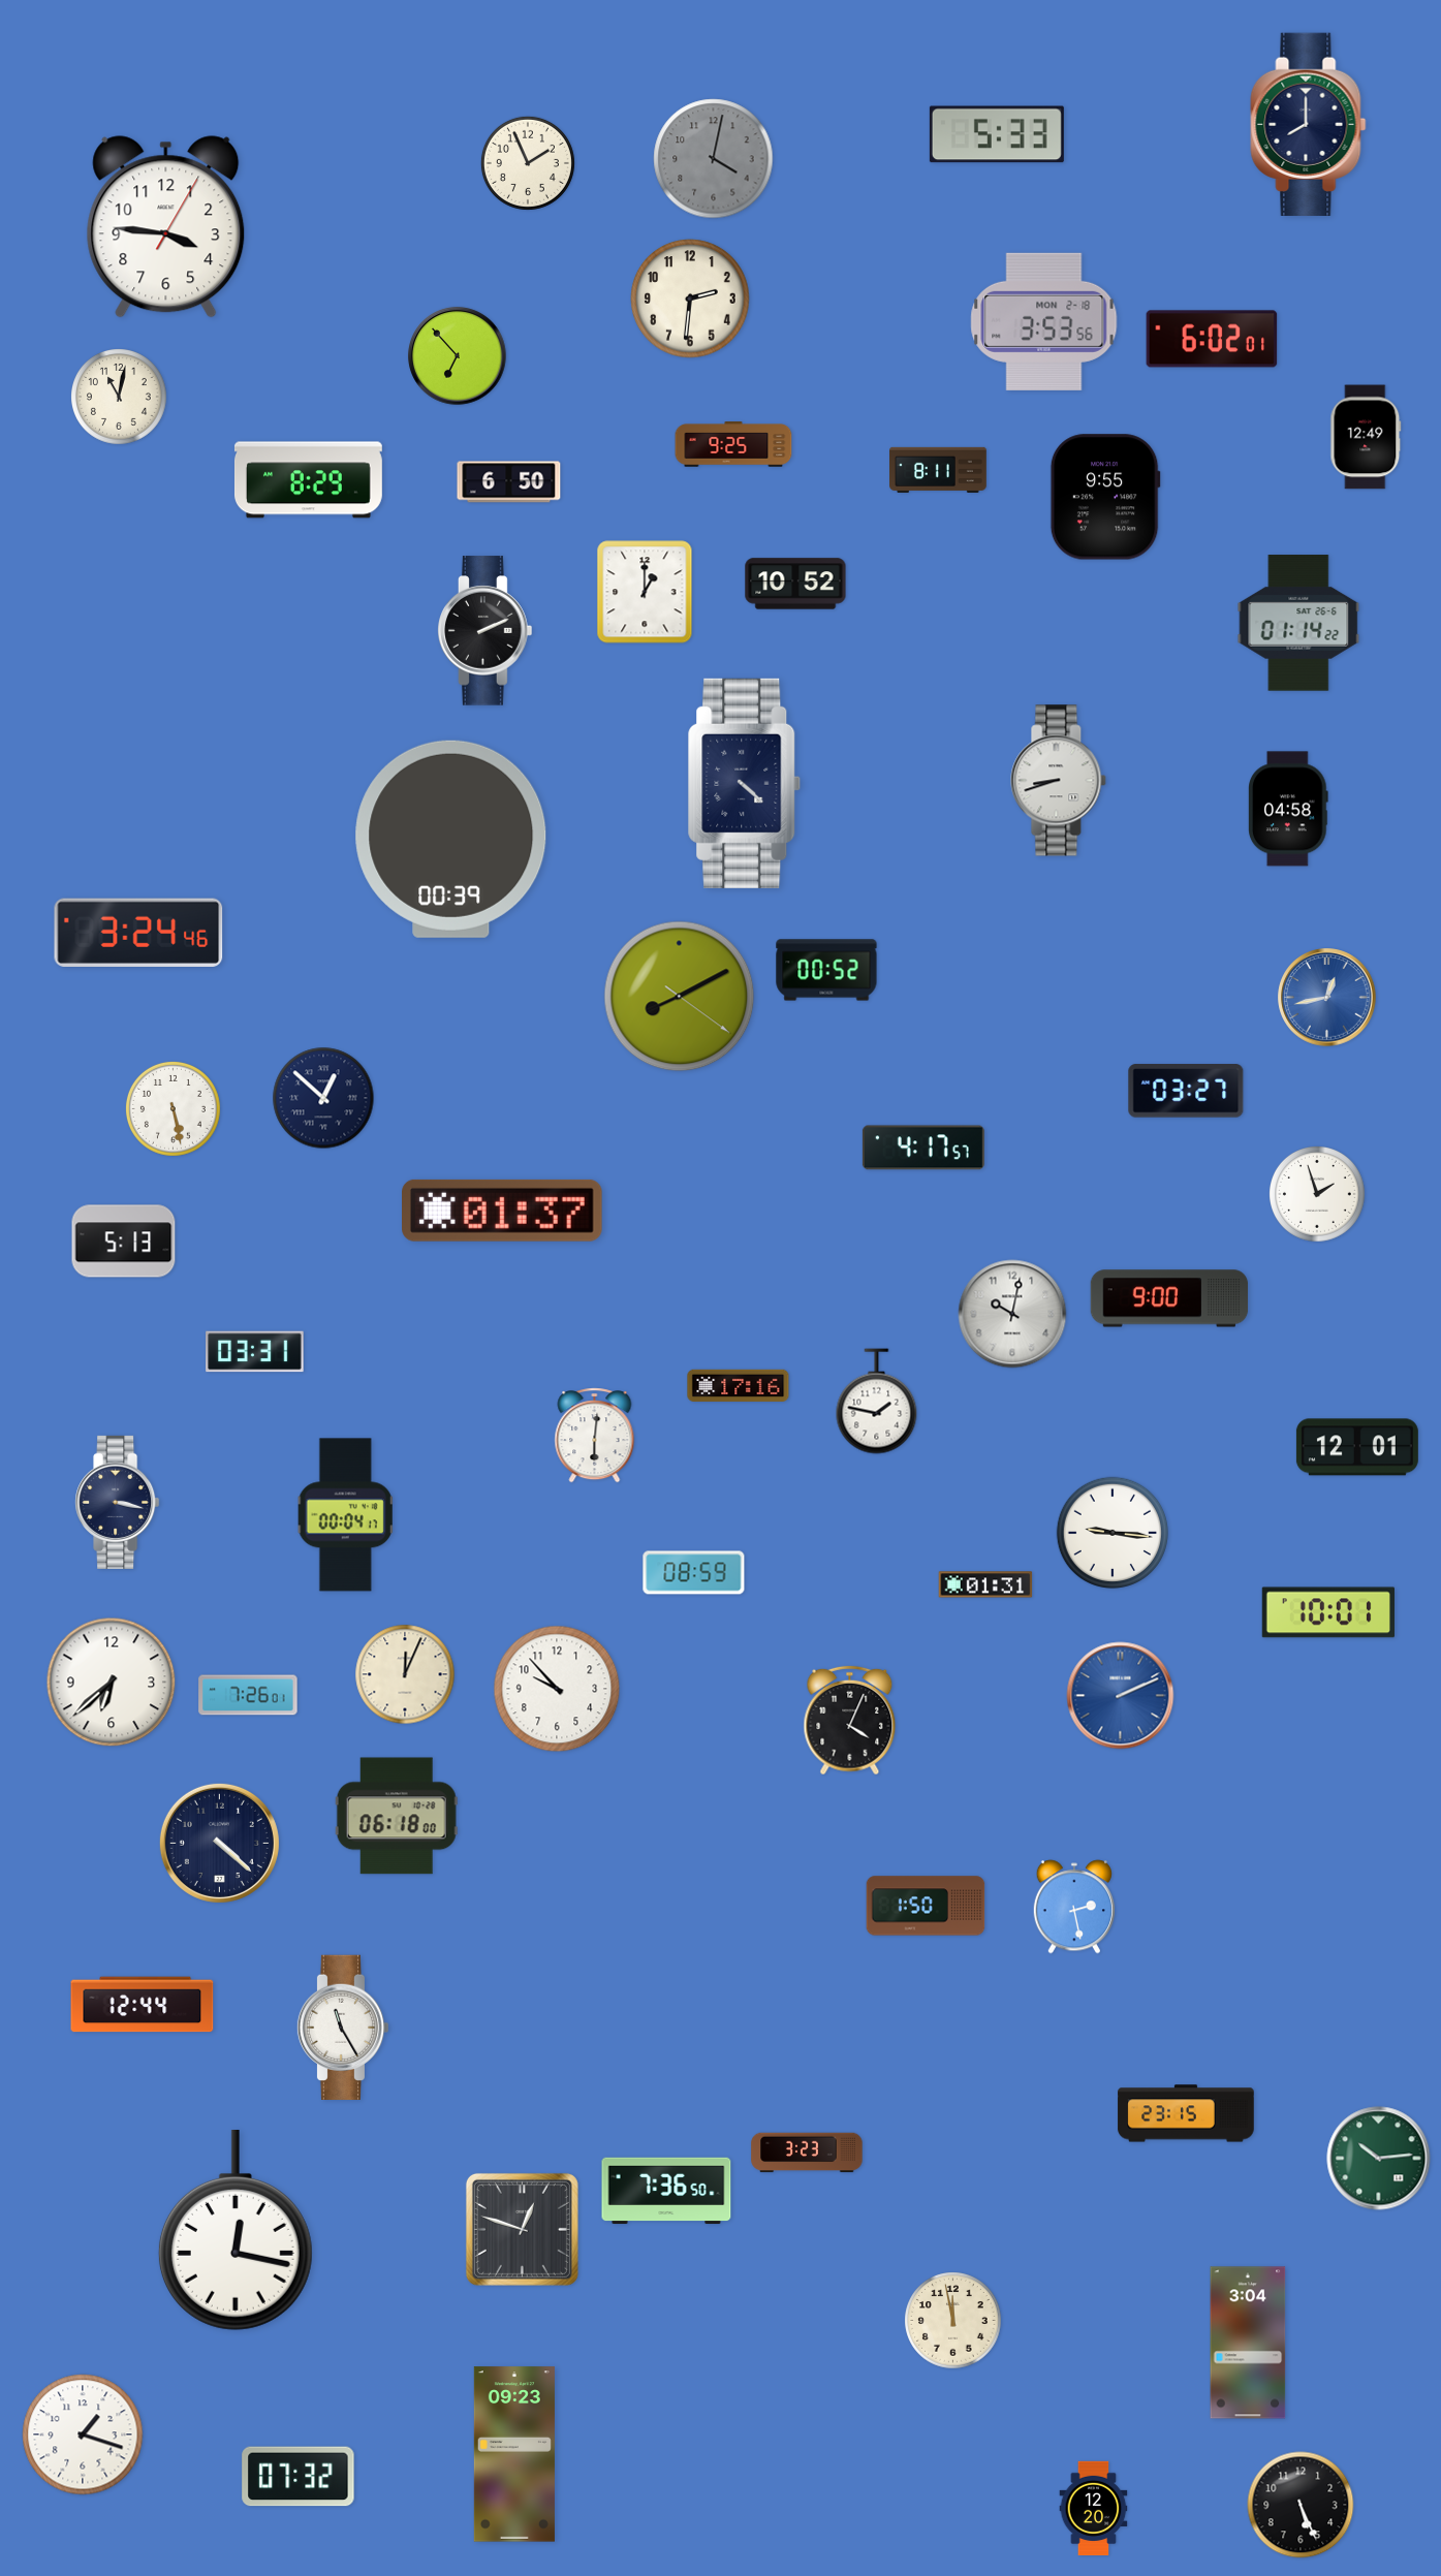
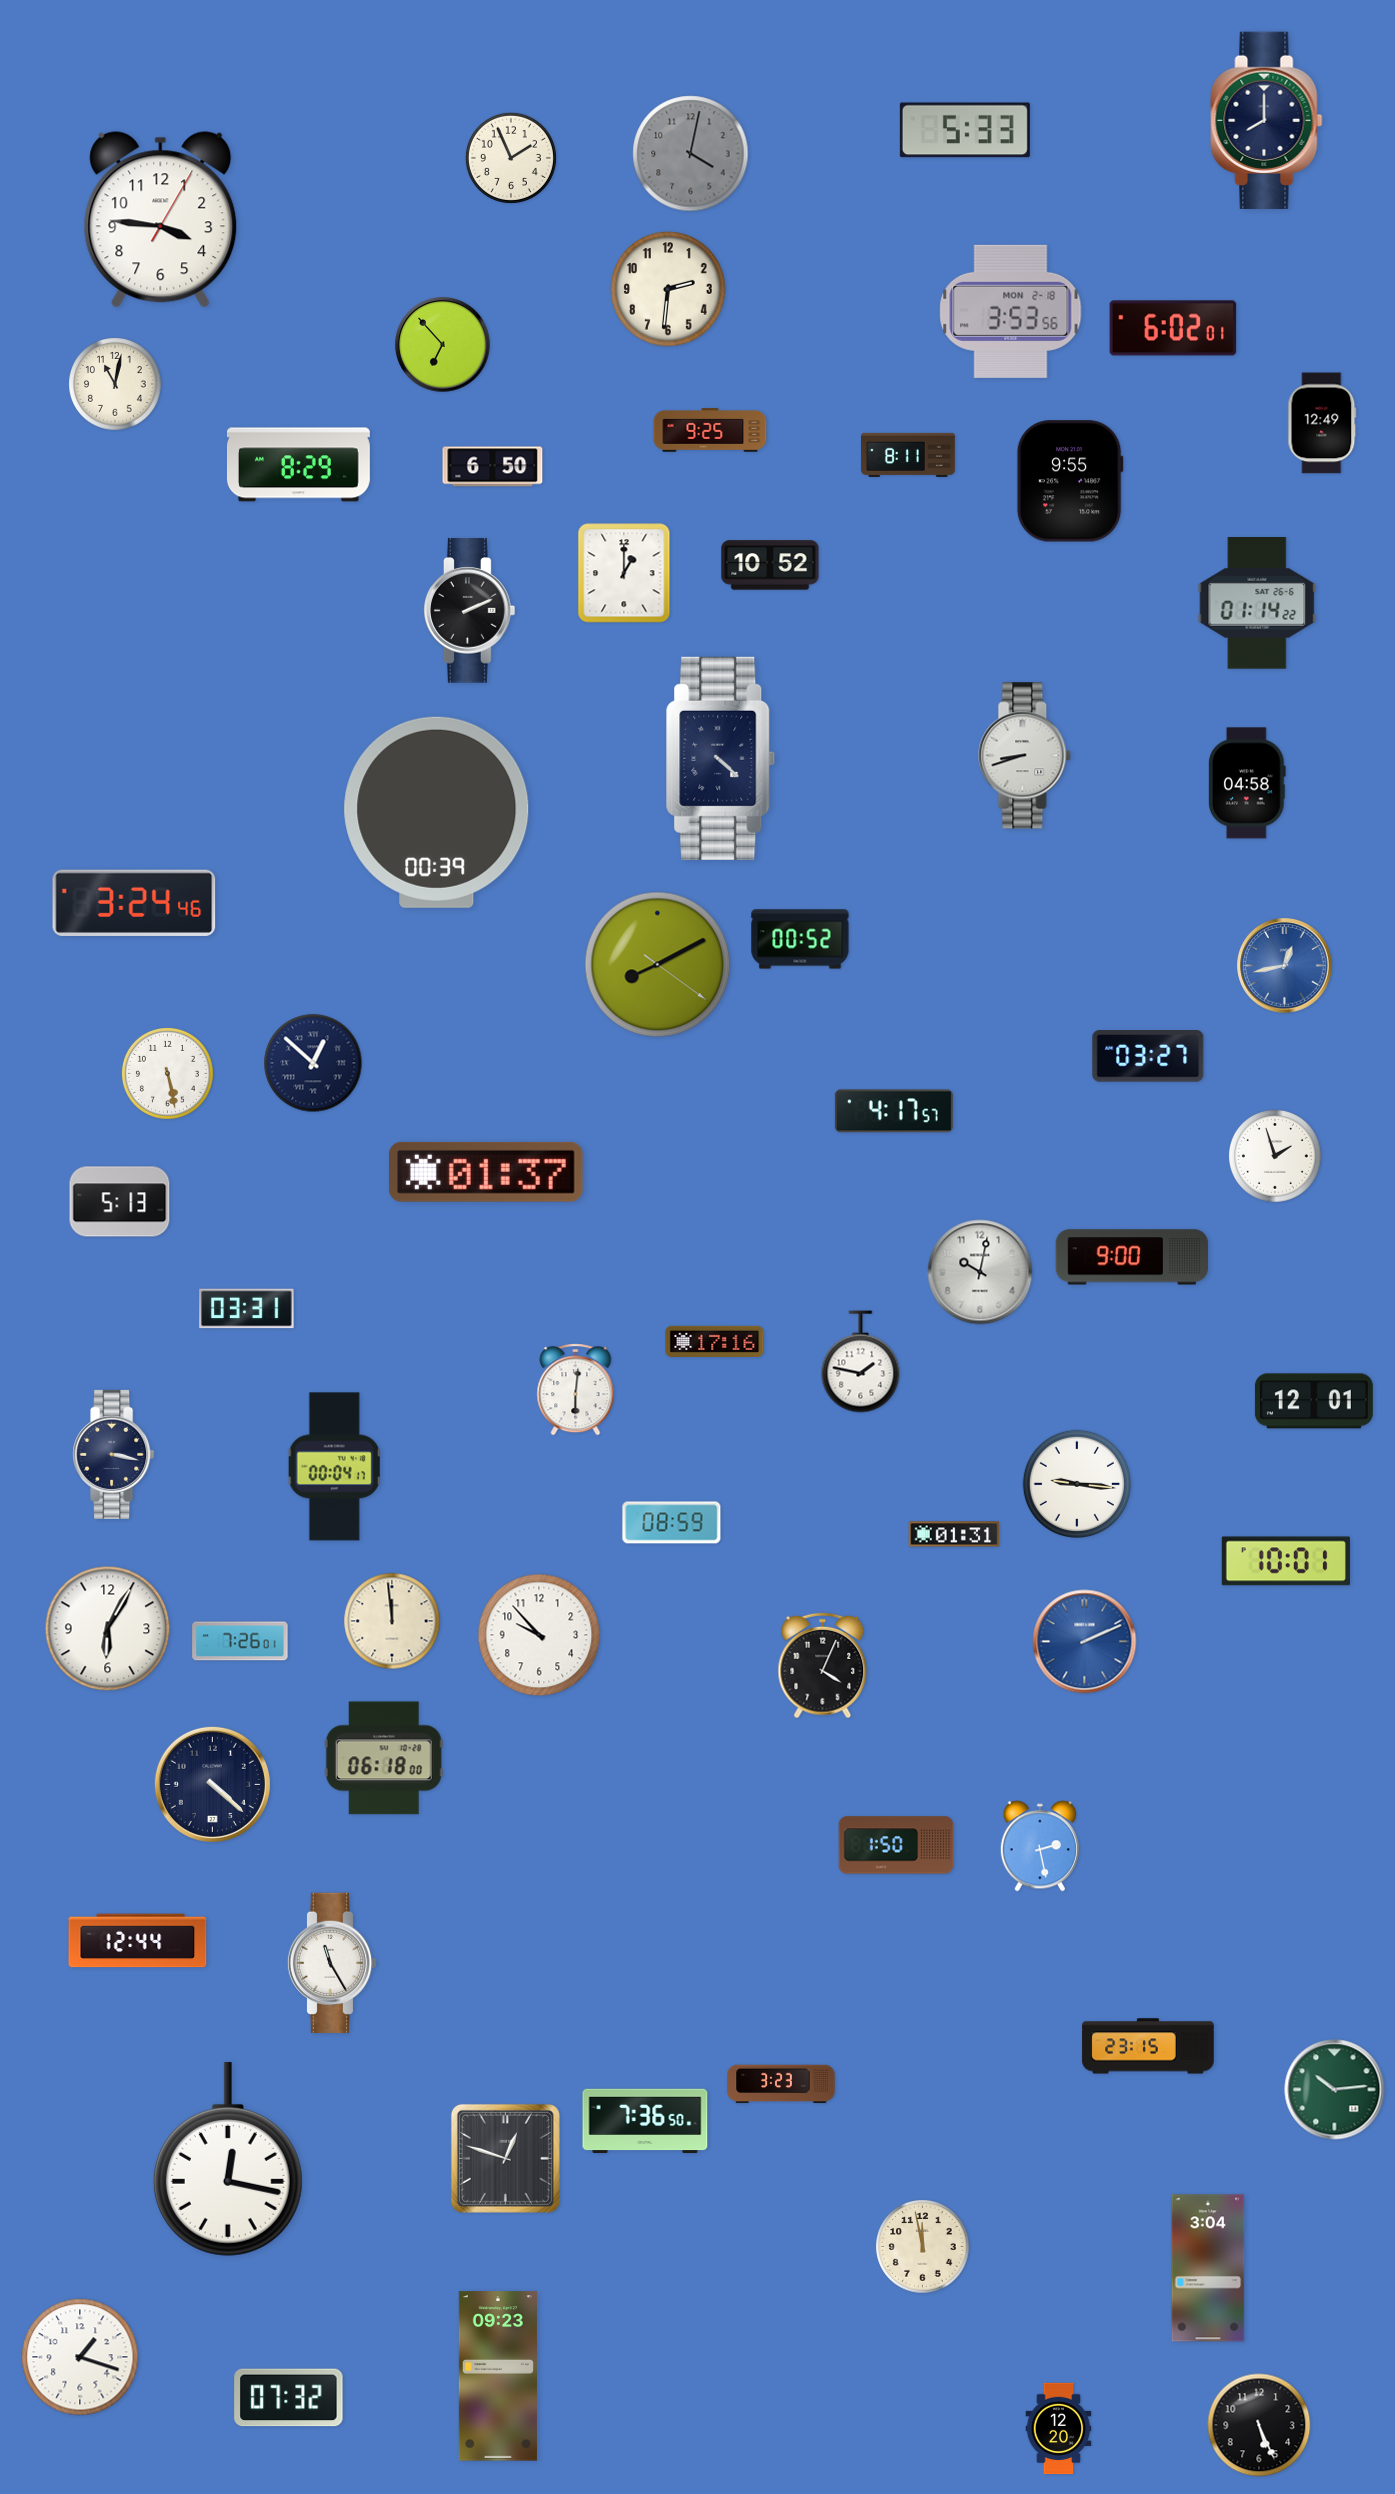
clock at (877, 1402) position: (877, 1402) -> (861, 1362)
clock at (405, 1674): 12:04 -> 11:59
clock at (112, 1683): 6:38 -> 6:05
